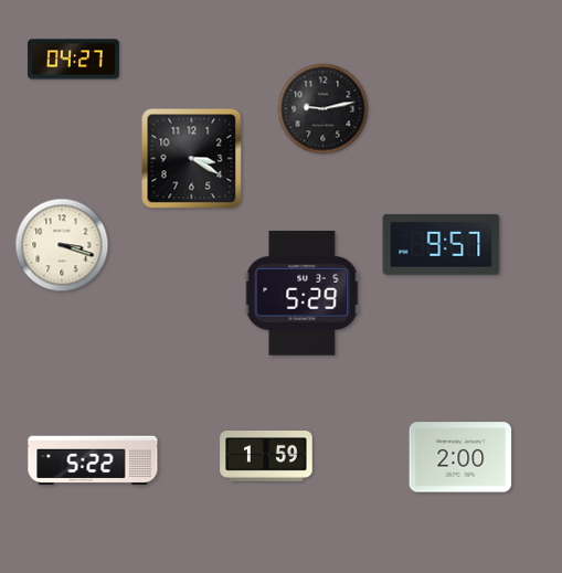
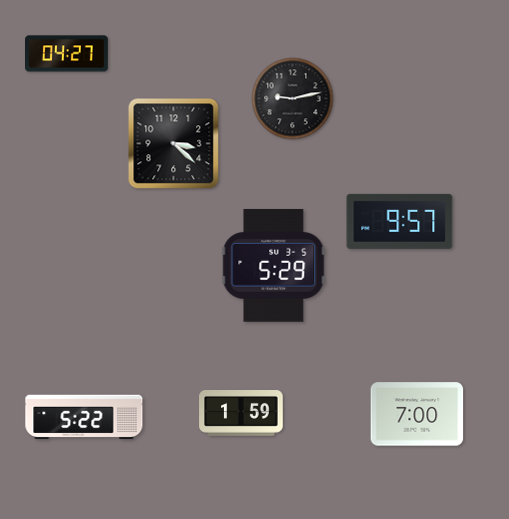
clock at (192, 159): 3:20 -> 3:22
clock at (62, 245): 3:18 -> none
clock at (460, 457): 2:00 -> 7:00
